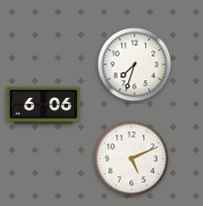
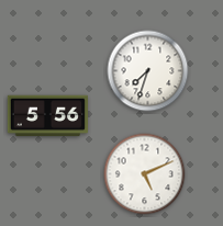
clock at (43, 106): 6:06 -> 5:56
